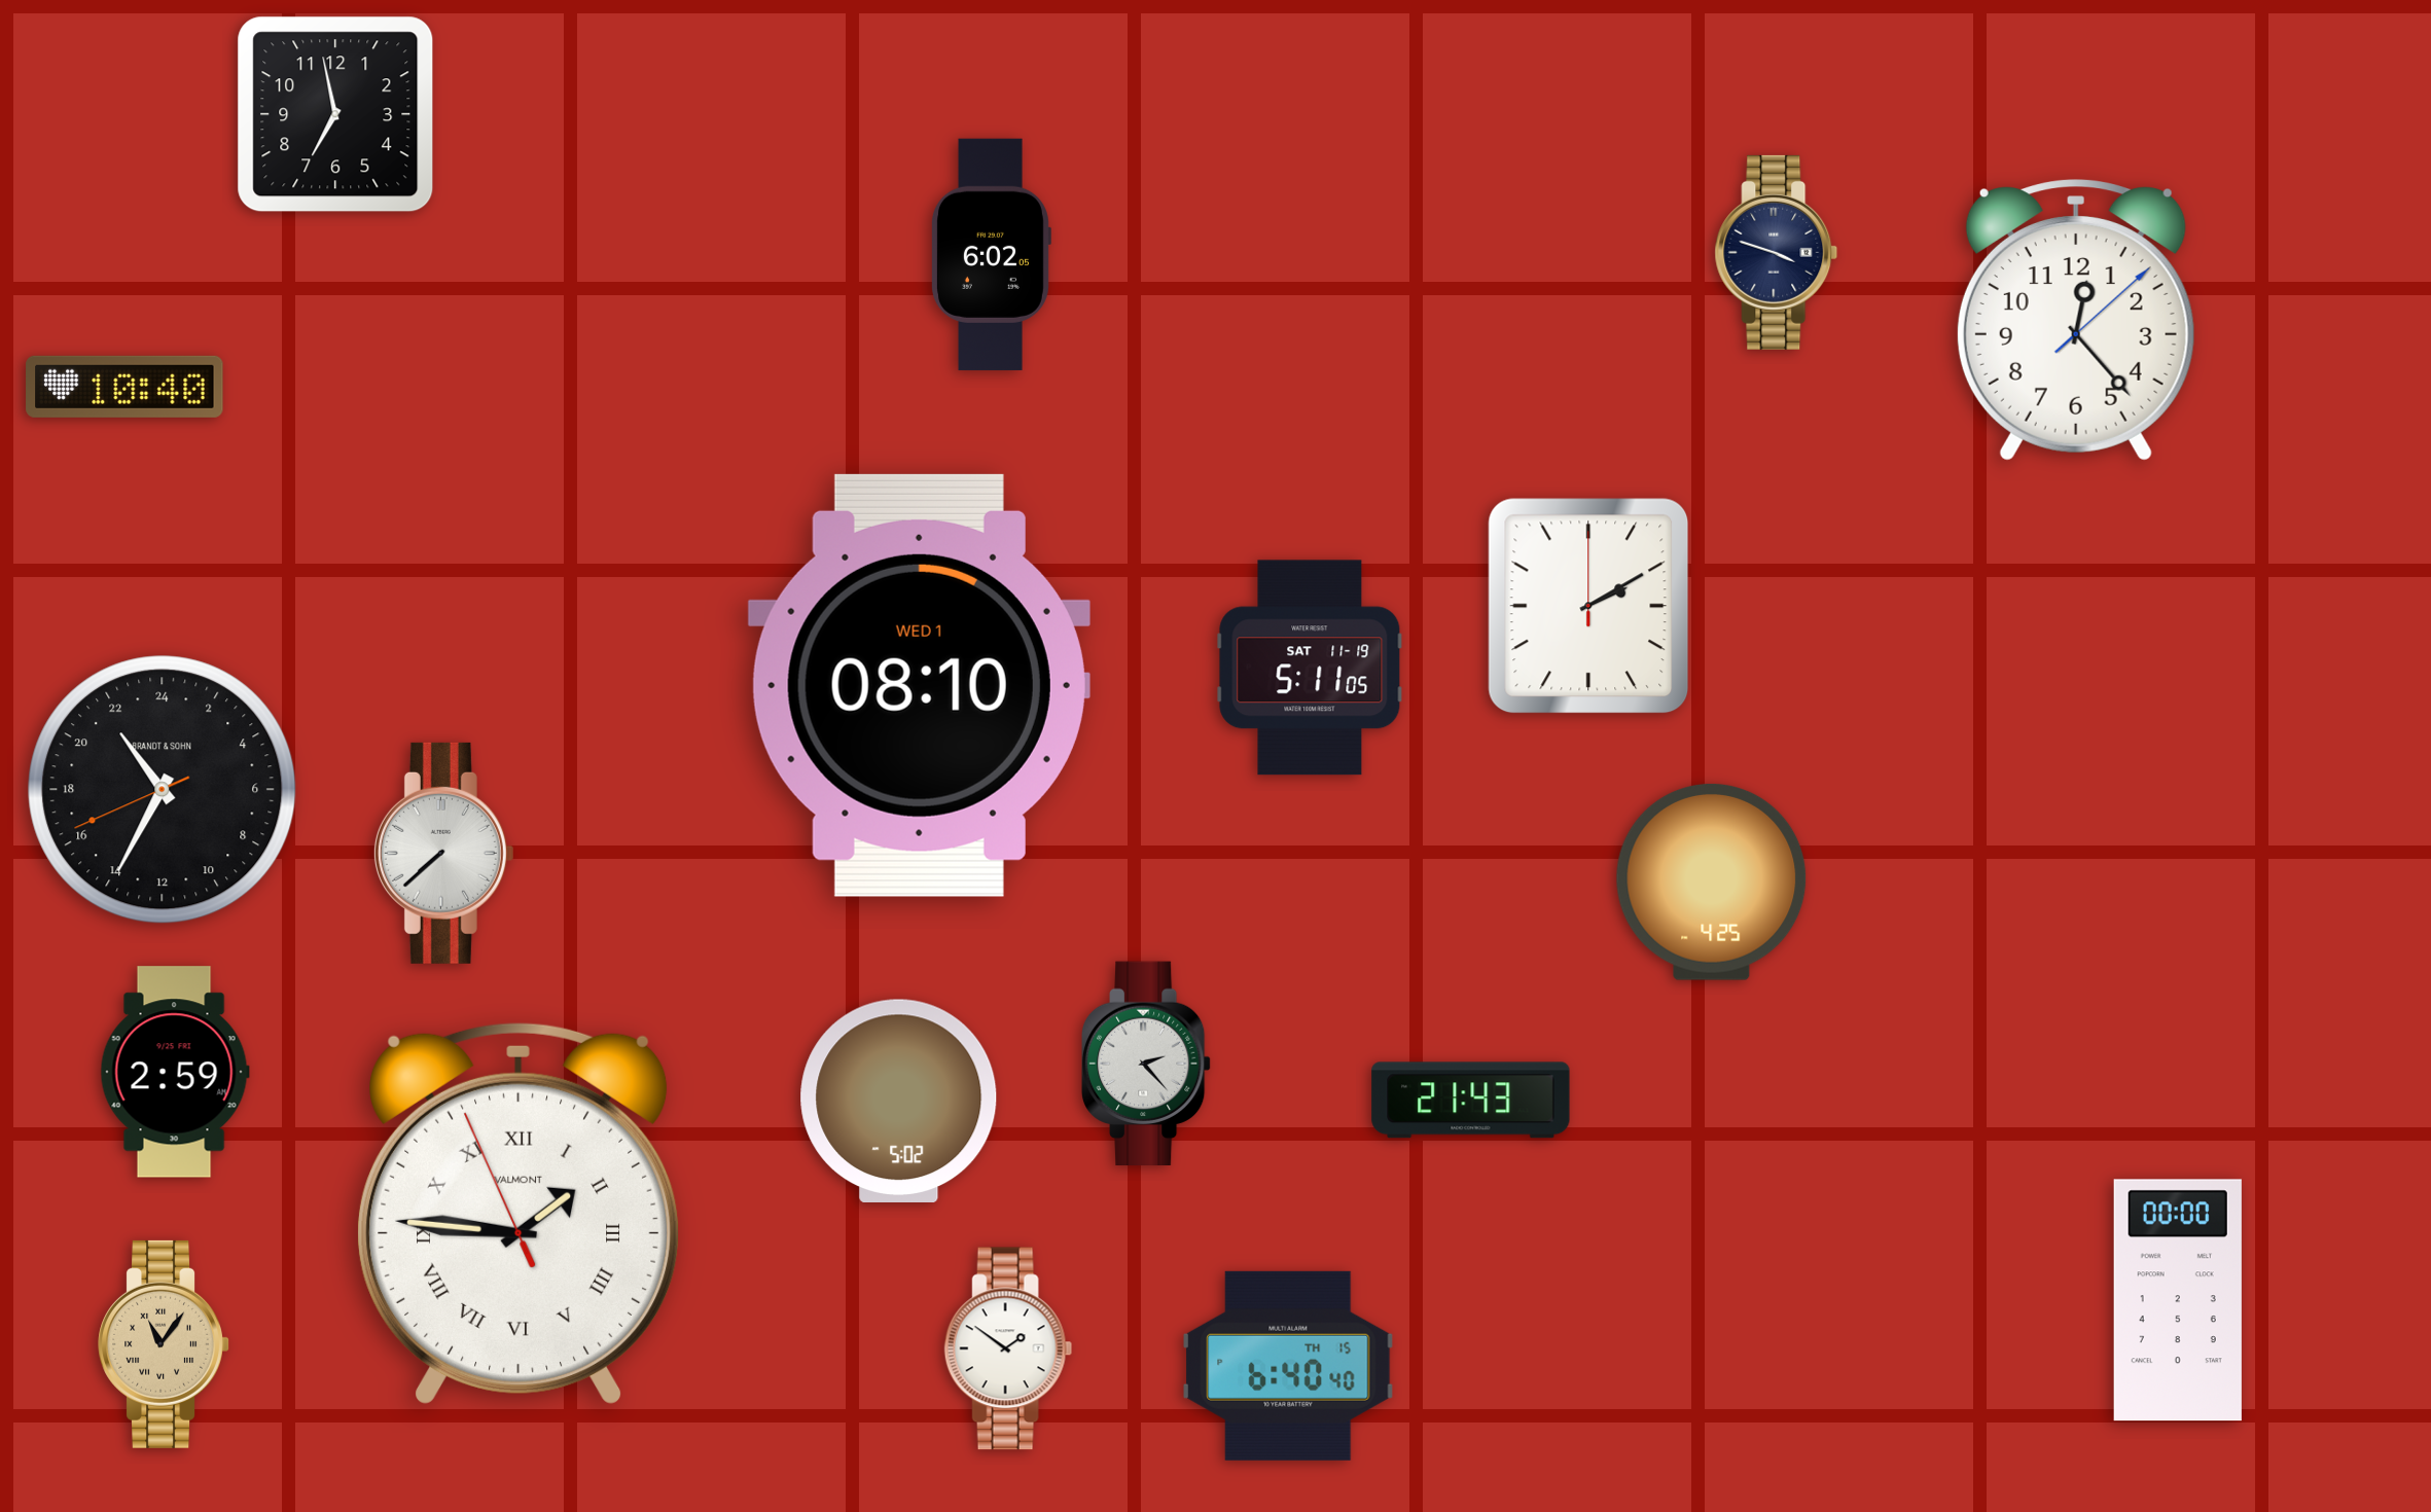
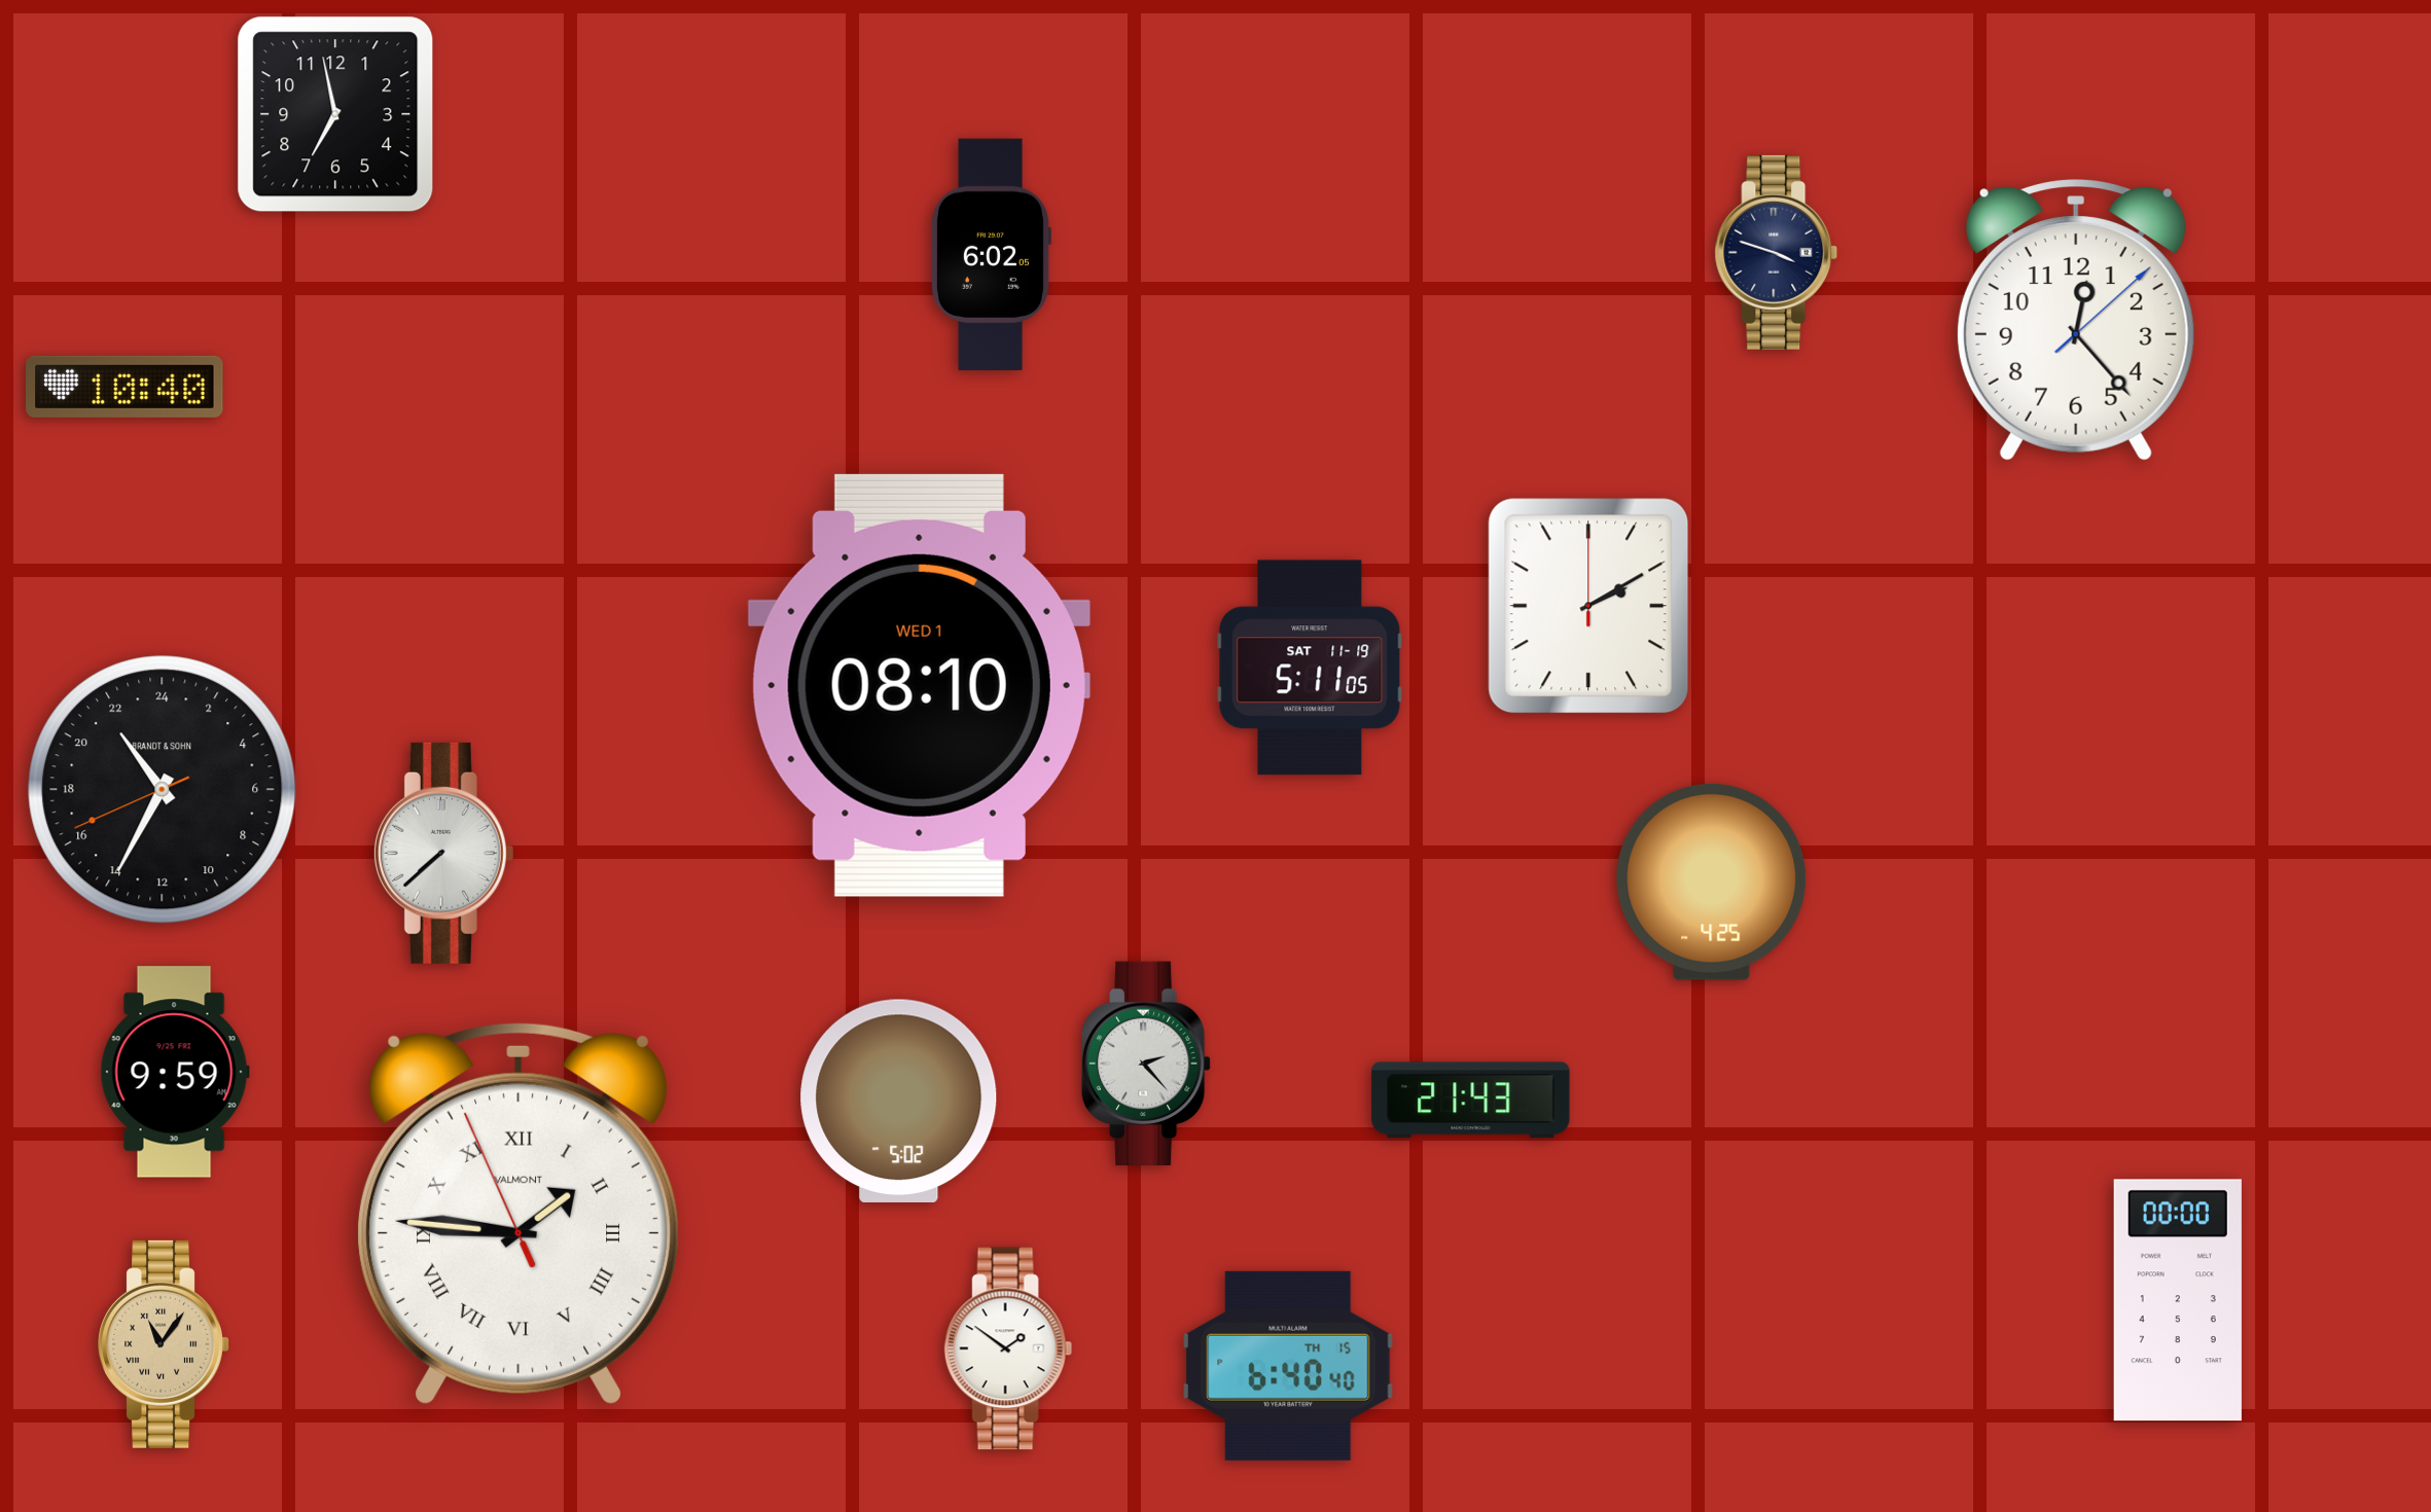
clock at (175, 1072): 2:59 -> 9:59
